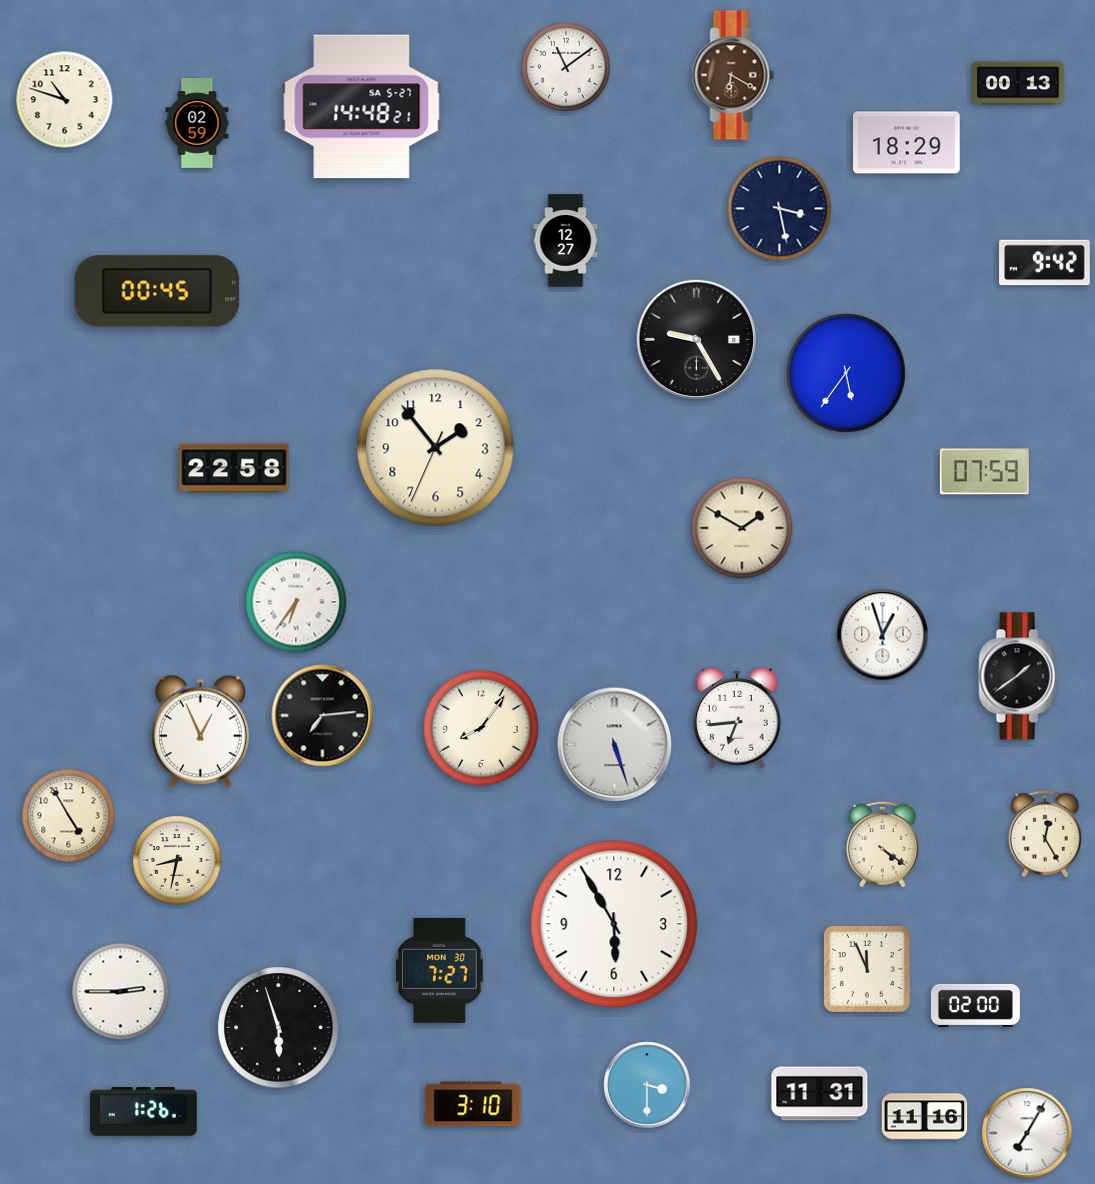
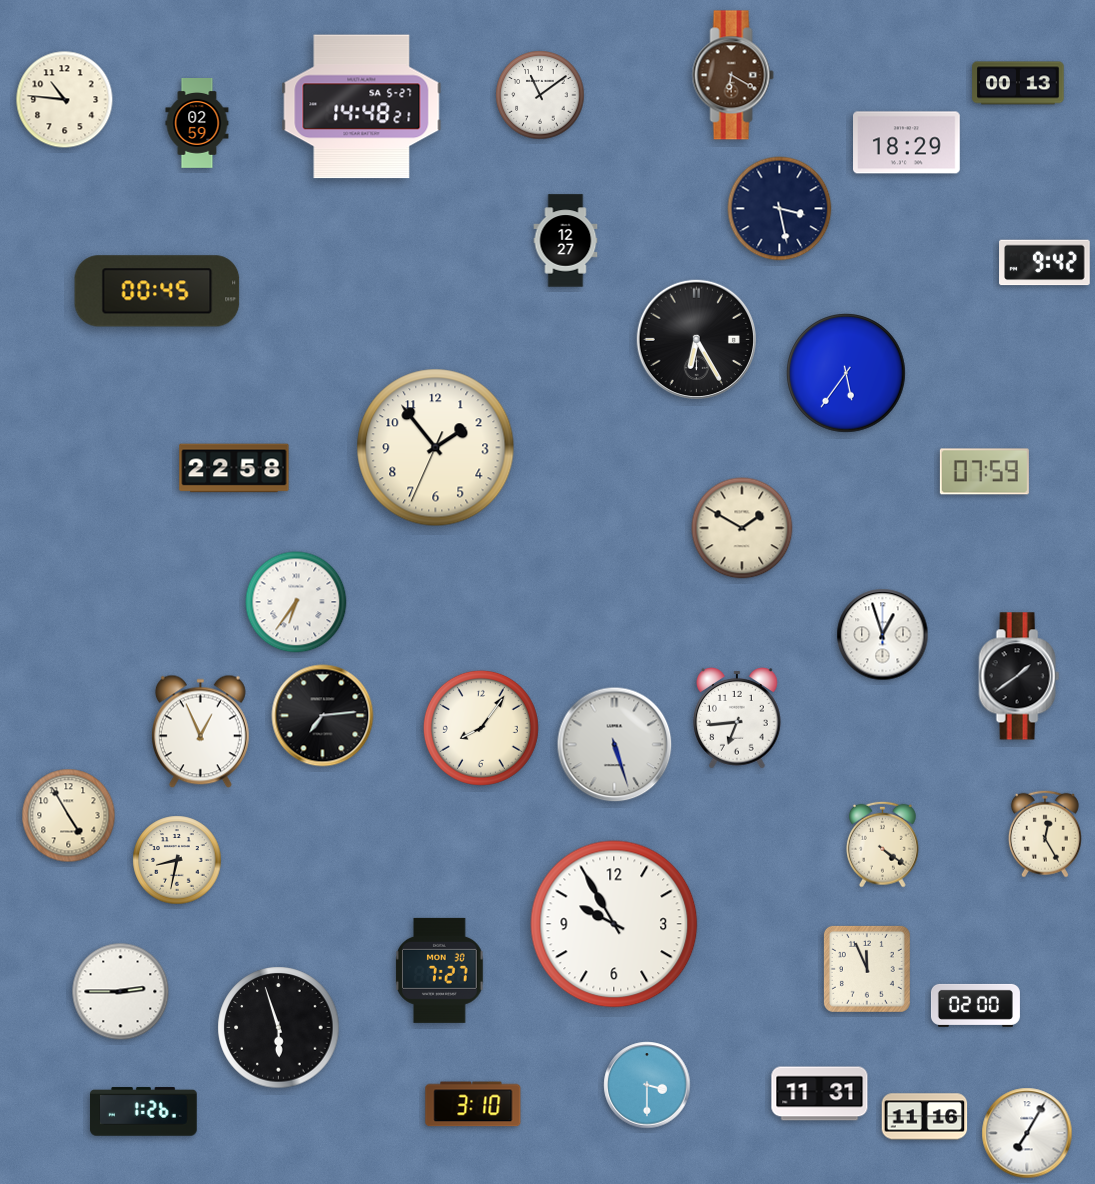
clock at (566, 67) position: (566, 67) -> (540, 95)
clock at (65, 100): 10:48 -> 10:46
clock at (696, 339): 9:25 -> 6:25
clock at (614, 924): 5:55 -> 9:55
